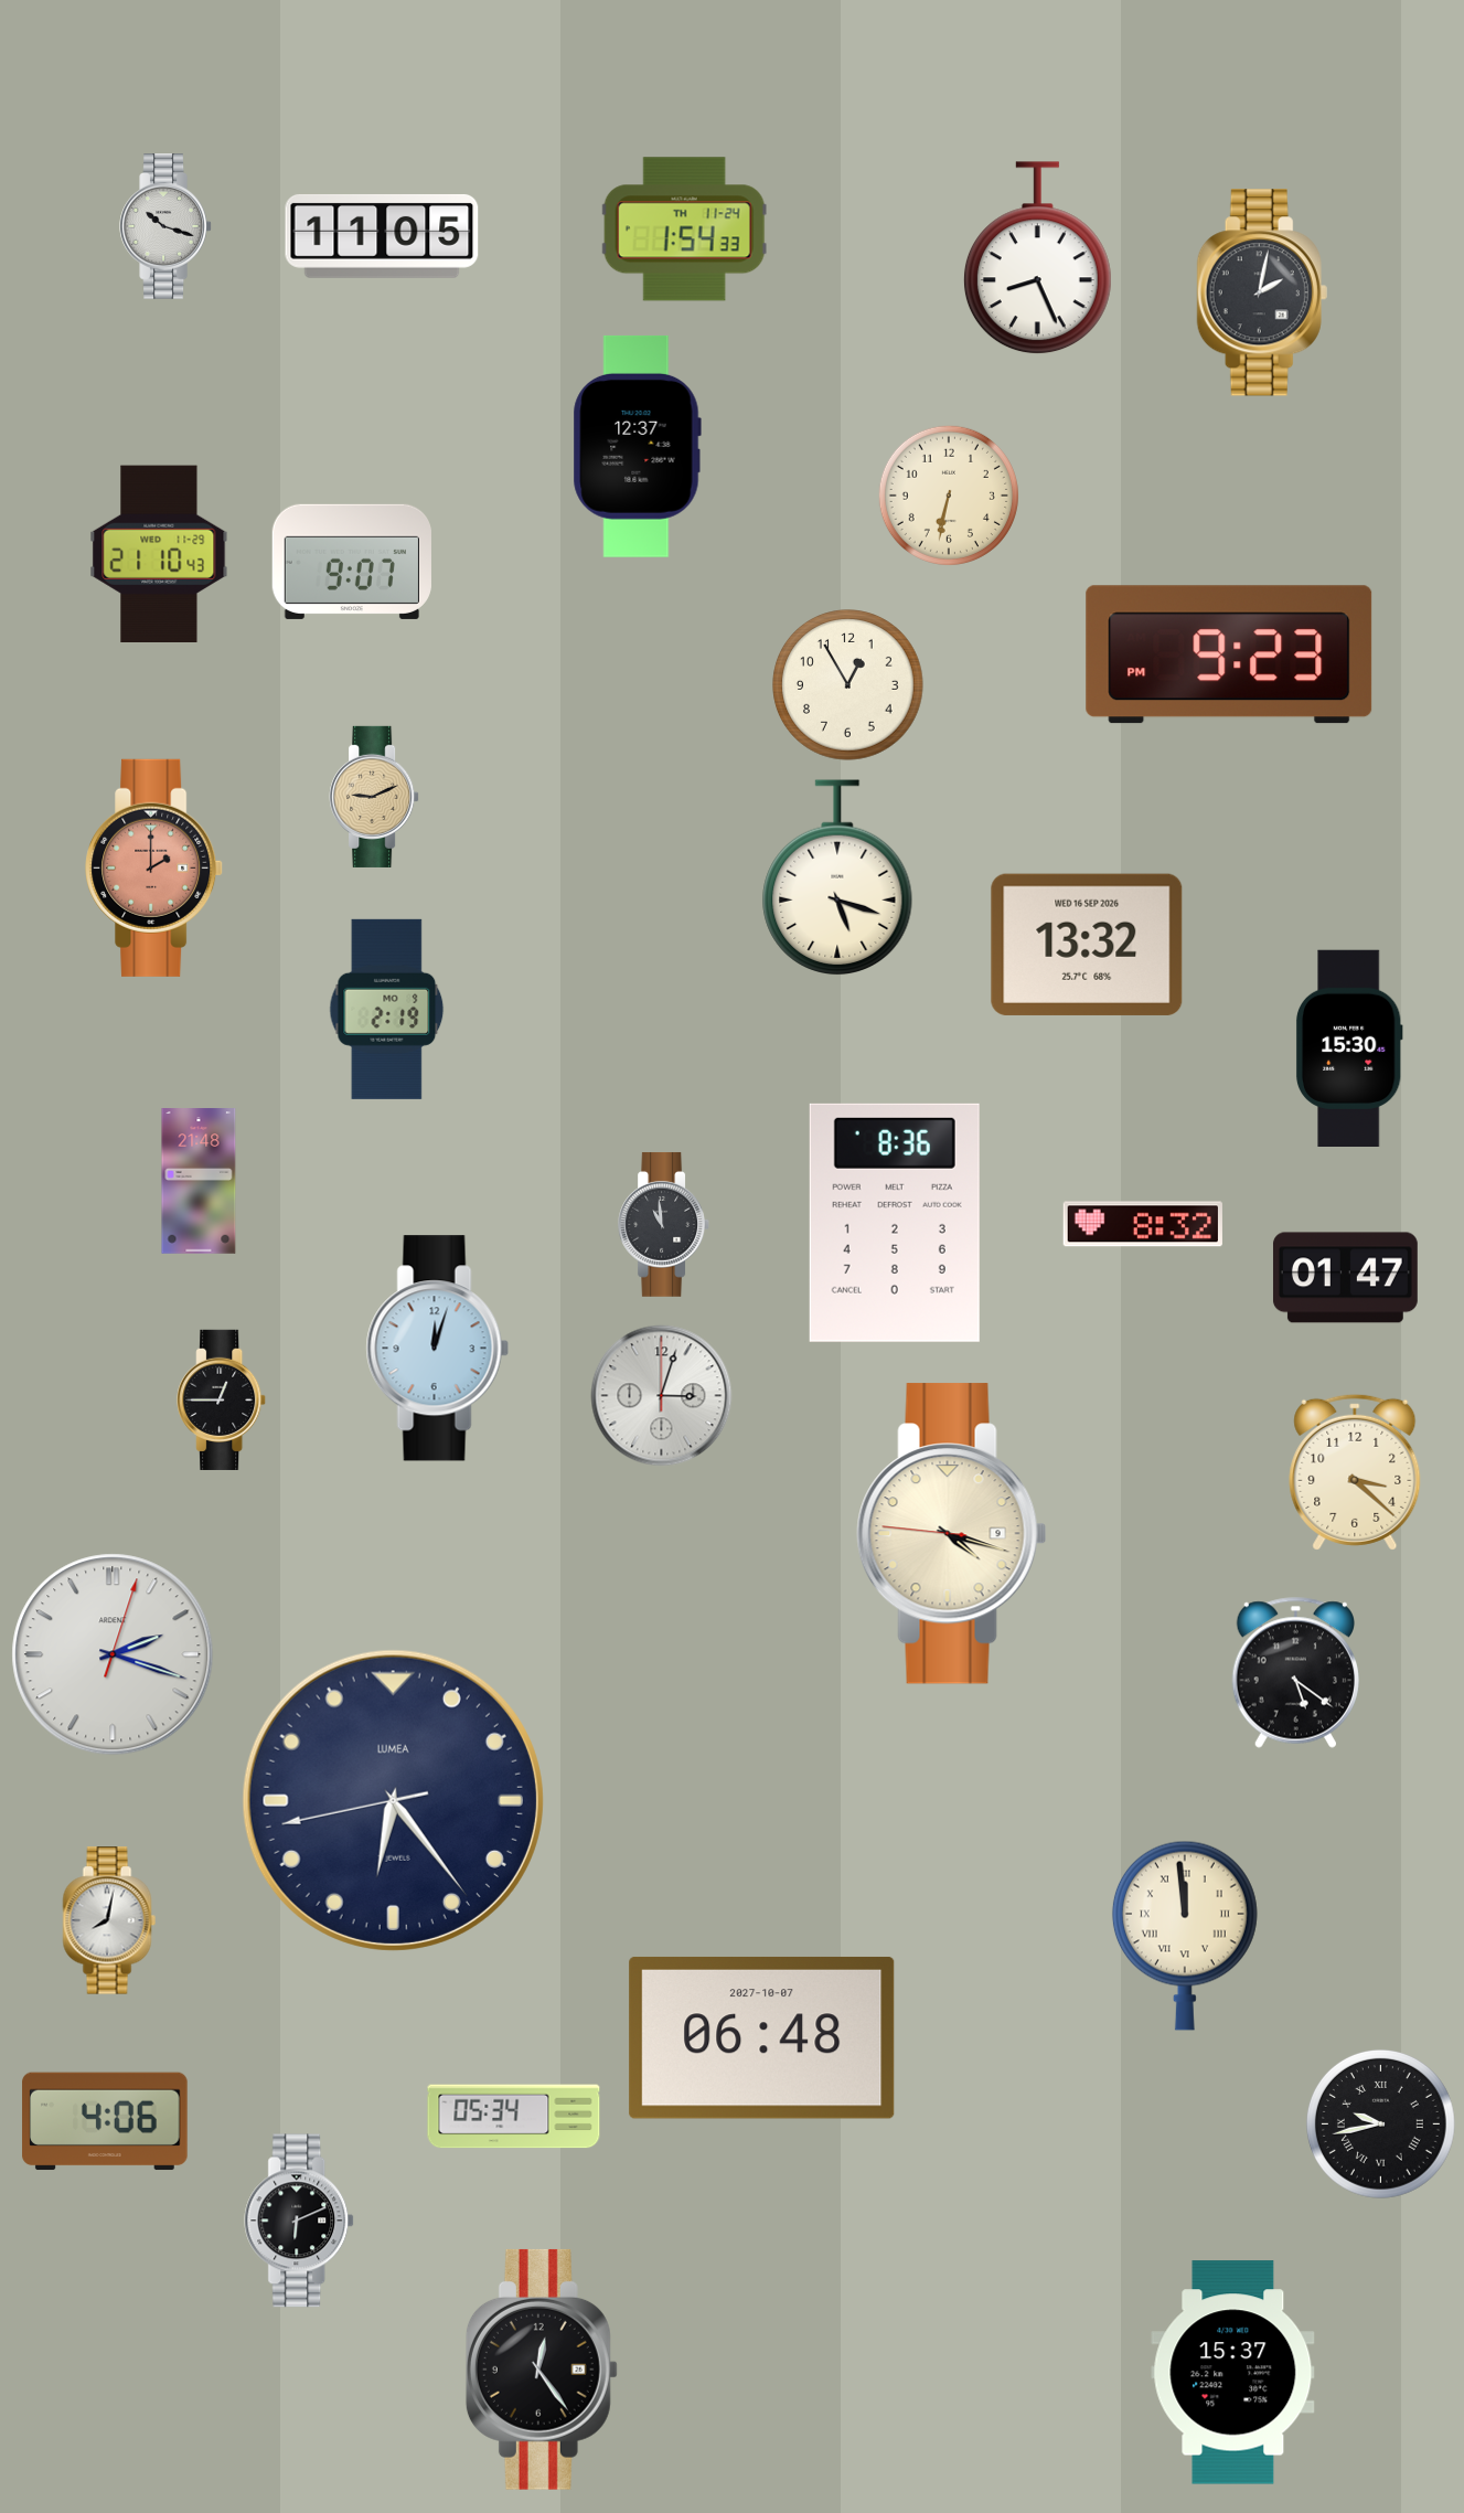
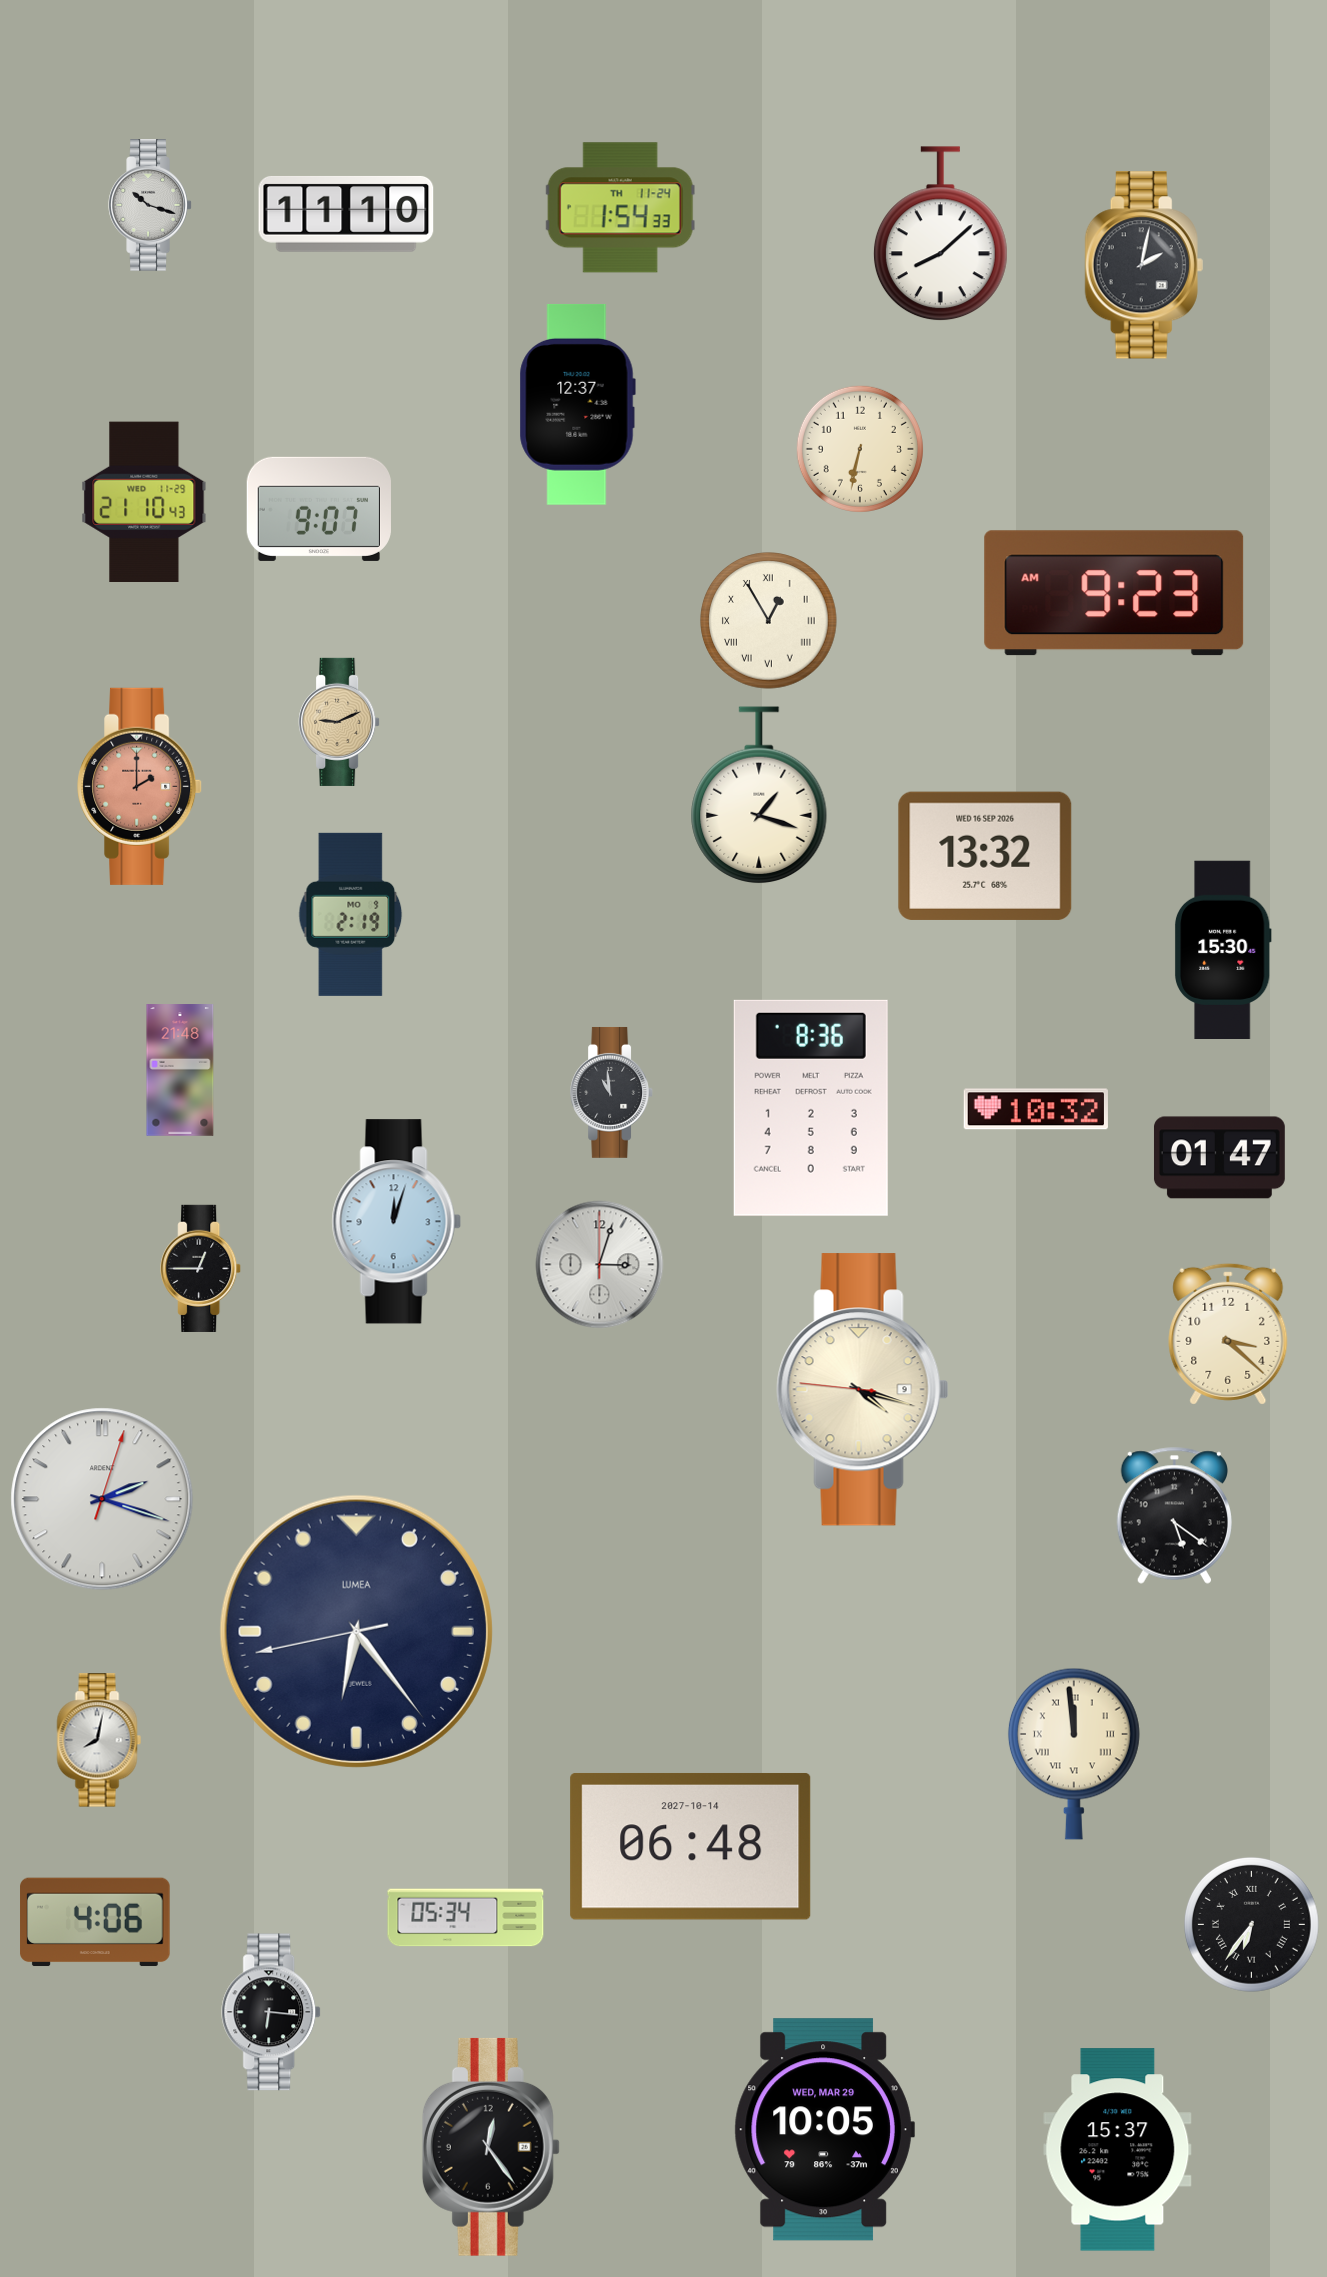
clock at (382, 236): 11:05 -> 11:10
clock at (1037, 258): 8:26 -> 8:08
clock at (1229, 654): 9:23 PM -> 9:23 AM
clock at (848, 685) numerals: Arabic -> Roman
clock at (837, 879): 5:18 -> 1:18
clock at (664, 1224) position: (664, 1224) -> (612, 1092)
clock at (1143, 1224): 8:32 -> 10:32
clock at (762, 2037) date: 2027-10-07 -> 2027-10-14
clock at (1380, 2123): 9:43 -> 6:36
clock at (300, 2221): 6:11 -> 6:16
clock at (824, 2130): none -> 10:05
